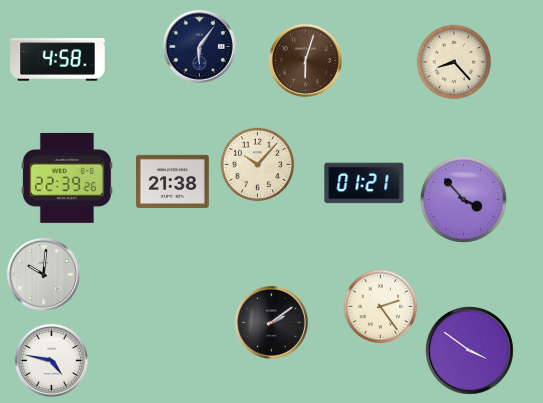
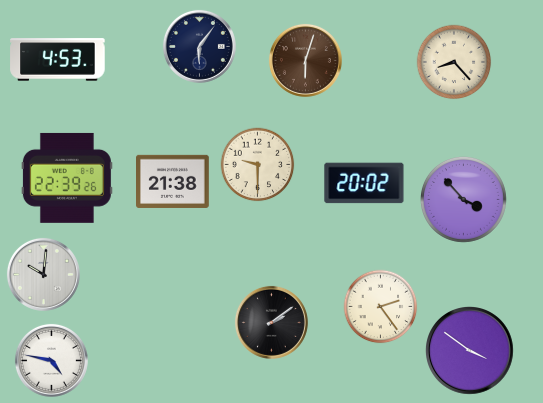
clock at (58, 60): 4:58 -> 4:53
clock at (258, 165): 10:07 -> 9:30
clock at (364, 183): 01:21 -> 20:02
